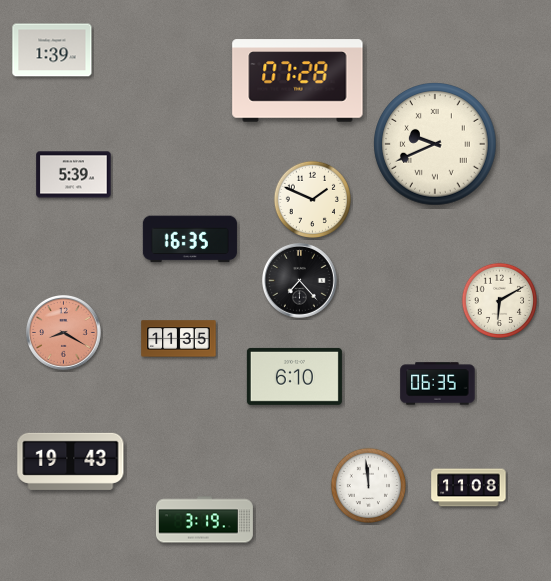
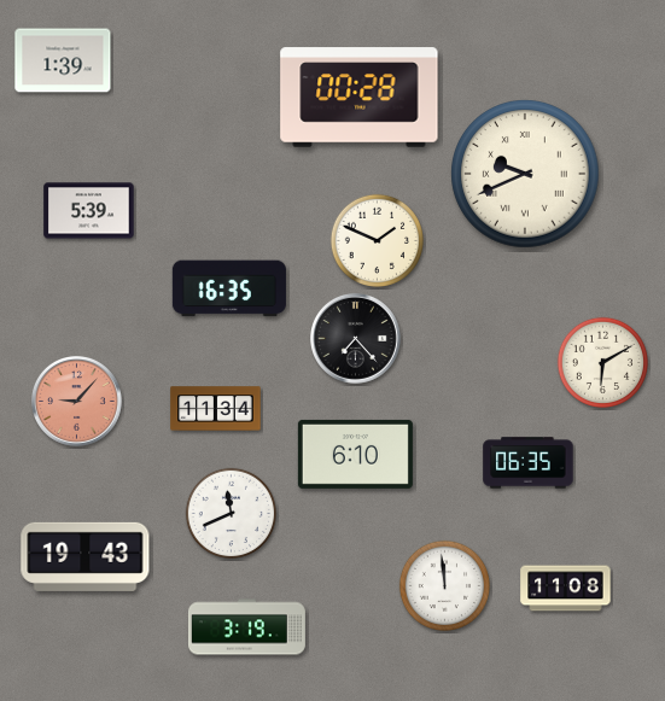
clock at (298, 81): 07:28 -> 00:28
clock at (300, 281) position: (300, 281) -> (356, 339)
clock at (64, 333): 8:20 -> 9:07
clock at (179, 339): 11:35 -> 11:34
clock at (231, 513): none -> 11:41
